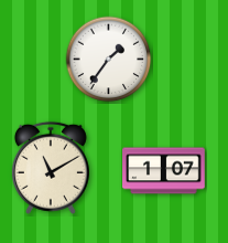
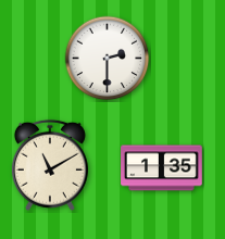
clock at (109, 60): 1:36 -> 2:30
clock at (164, 171): 1:07 -> 1:35
